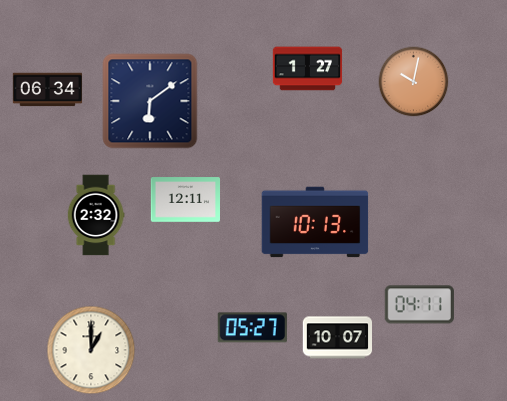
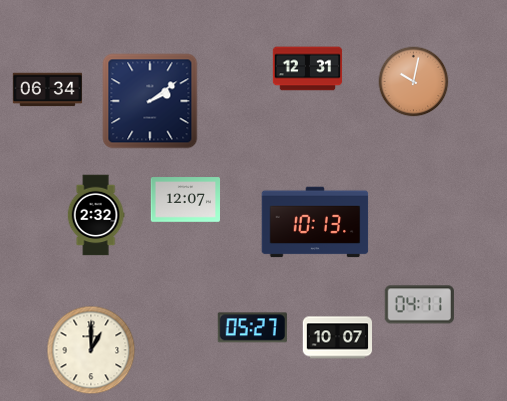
clock at (308, 69): 1:27 -> 12:31
clock at (150, 101): 6:09 -> 2:09
clock at (185, 200): 12:11 -> 12:07
